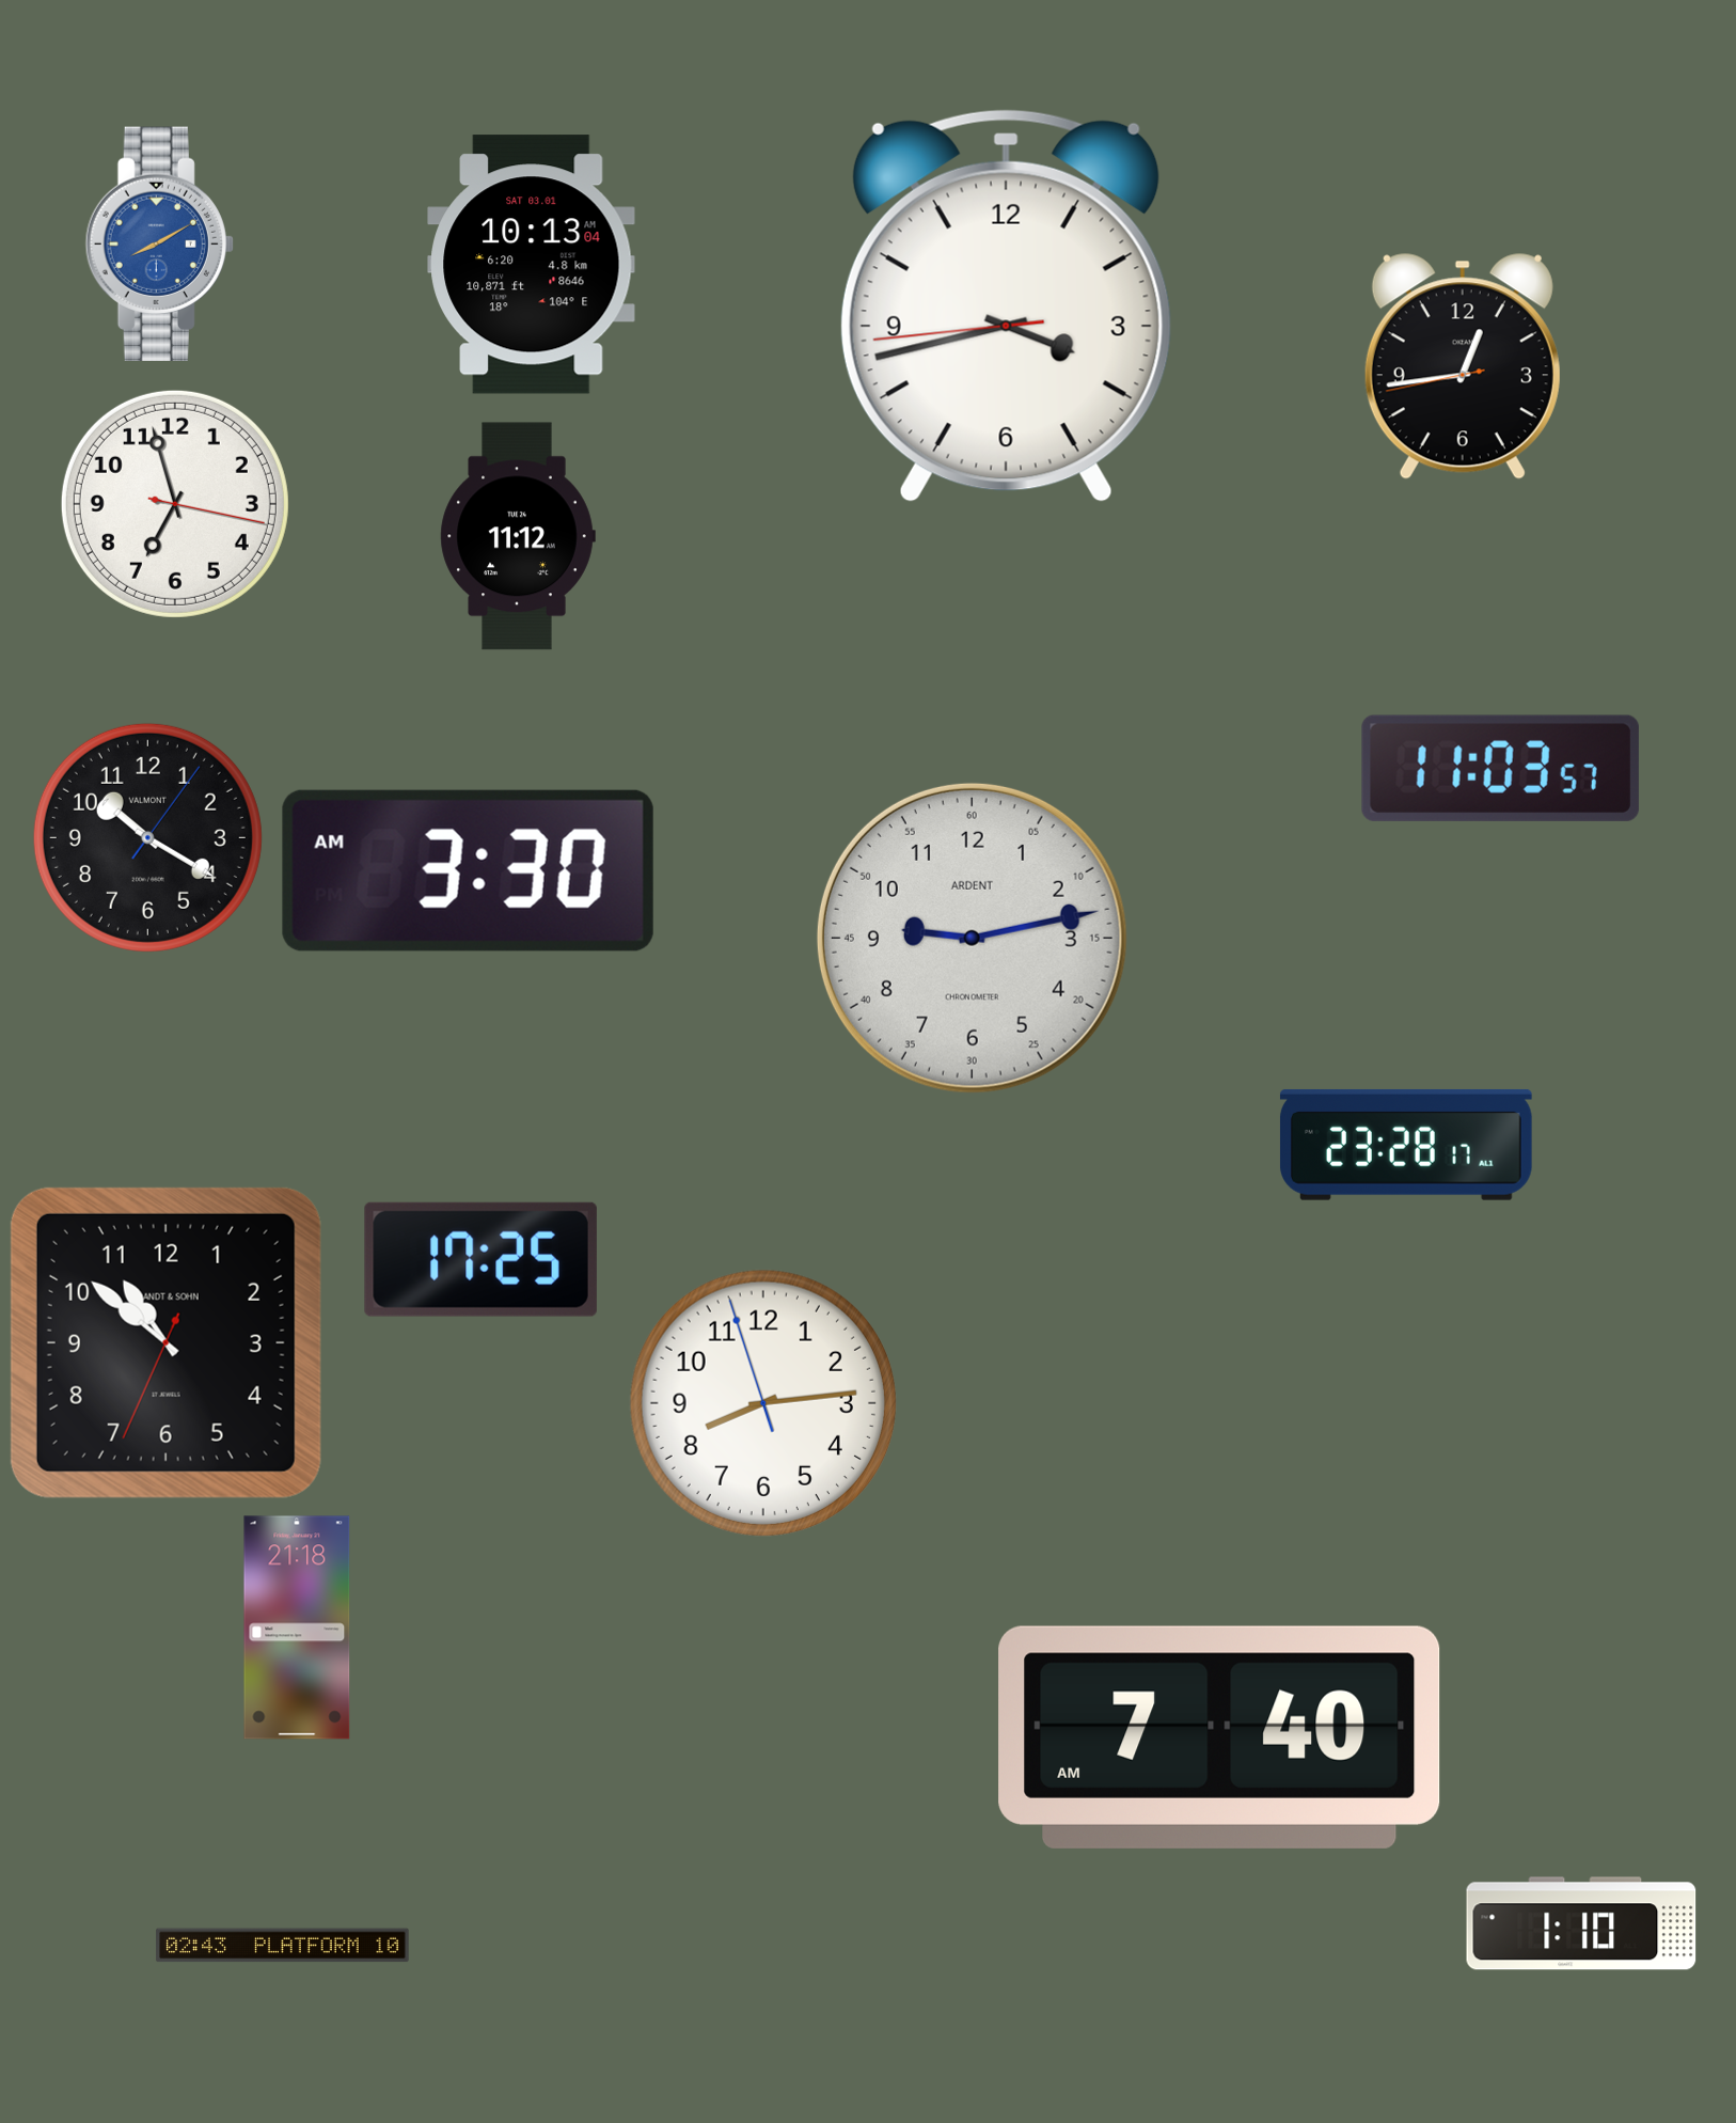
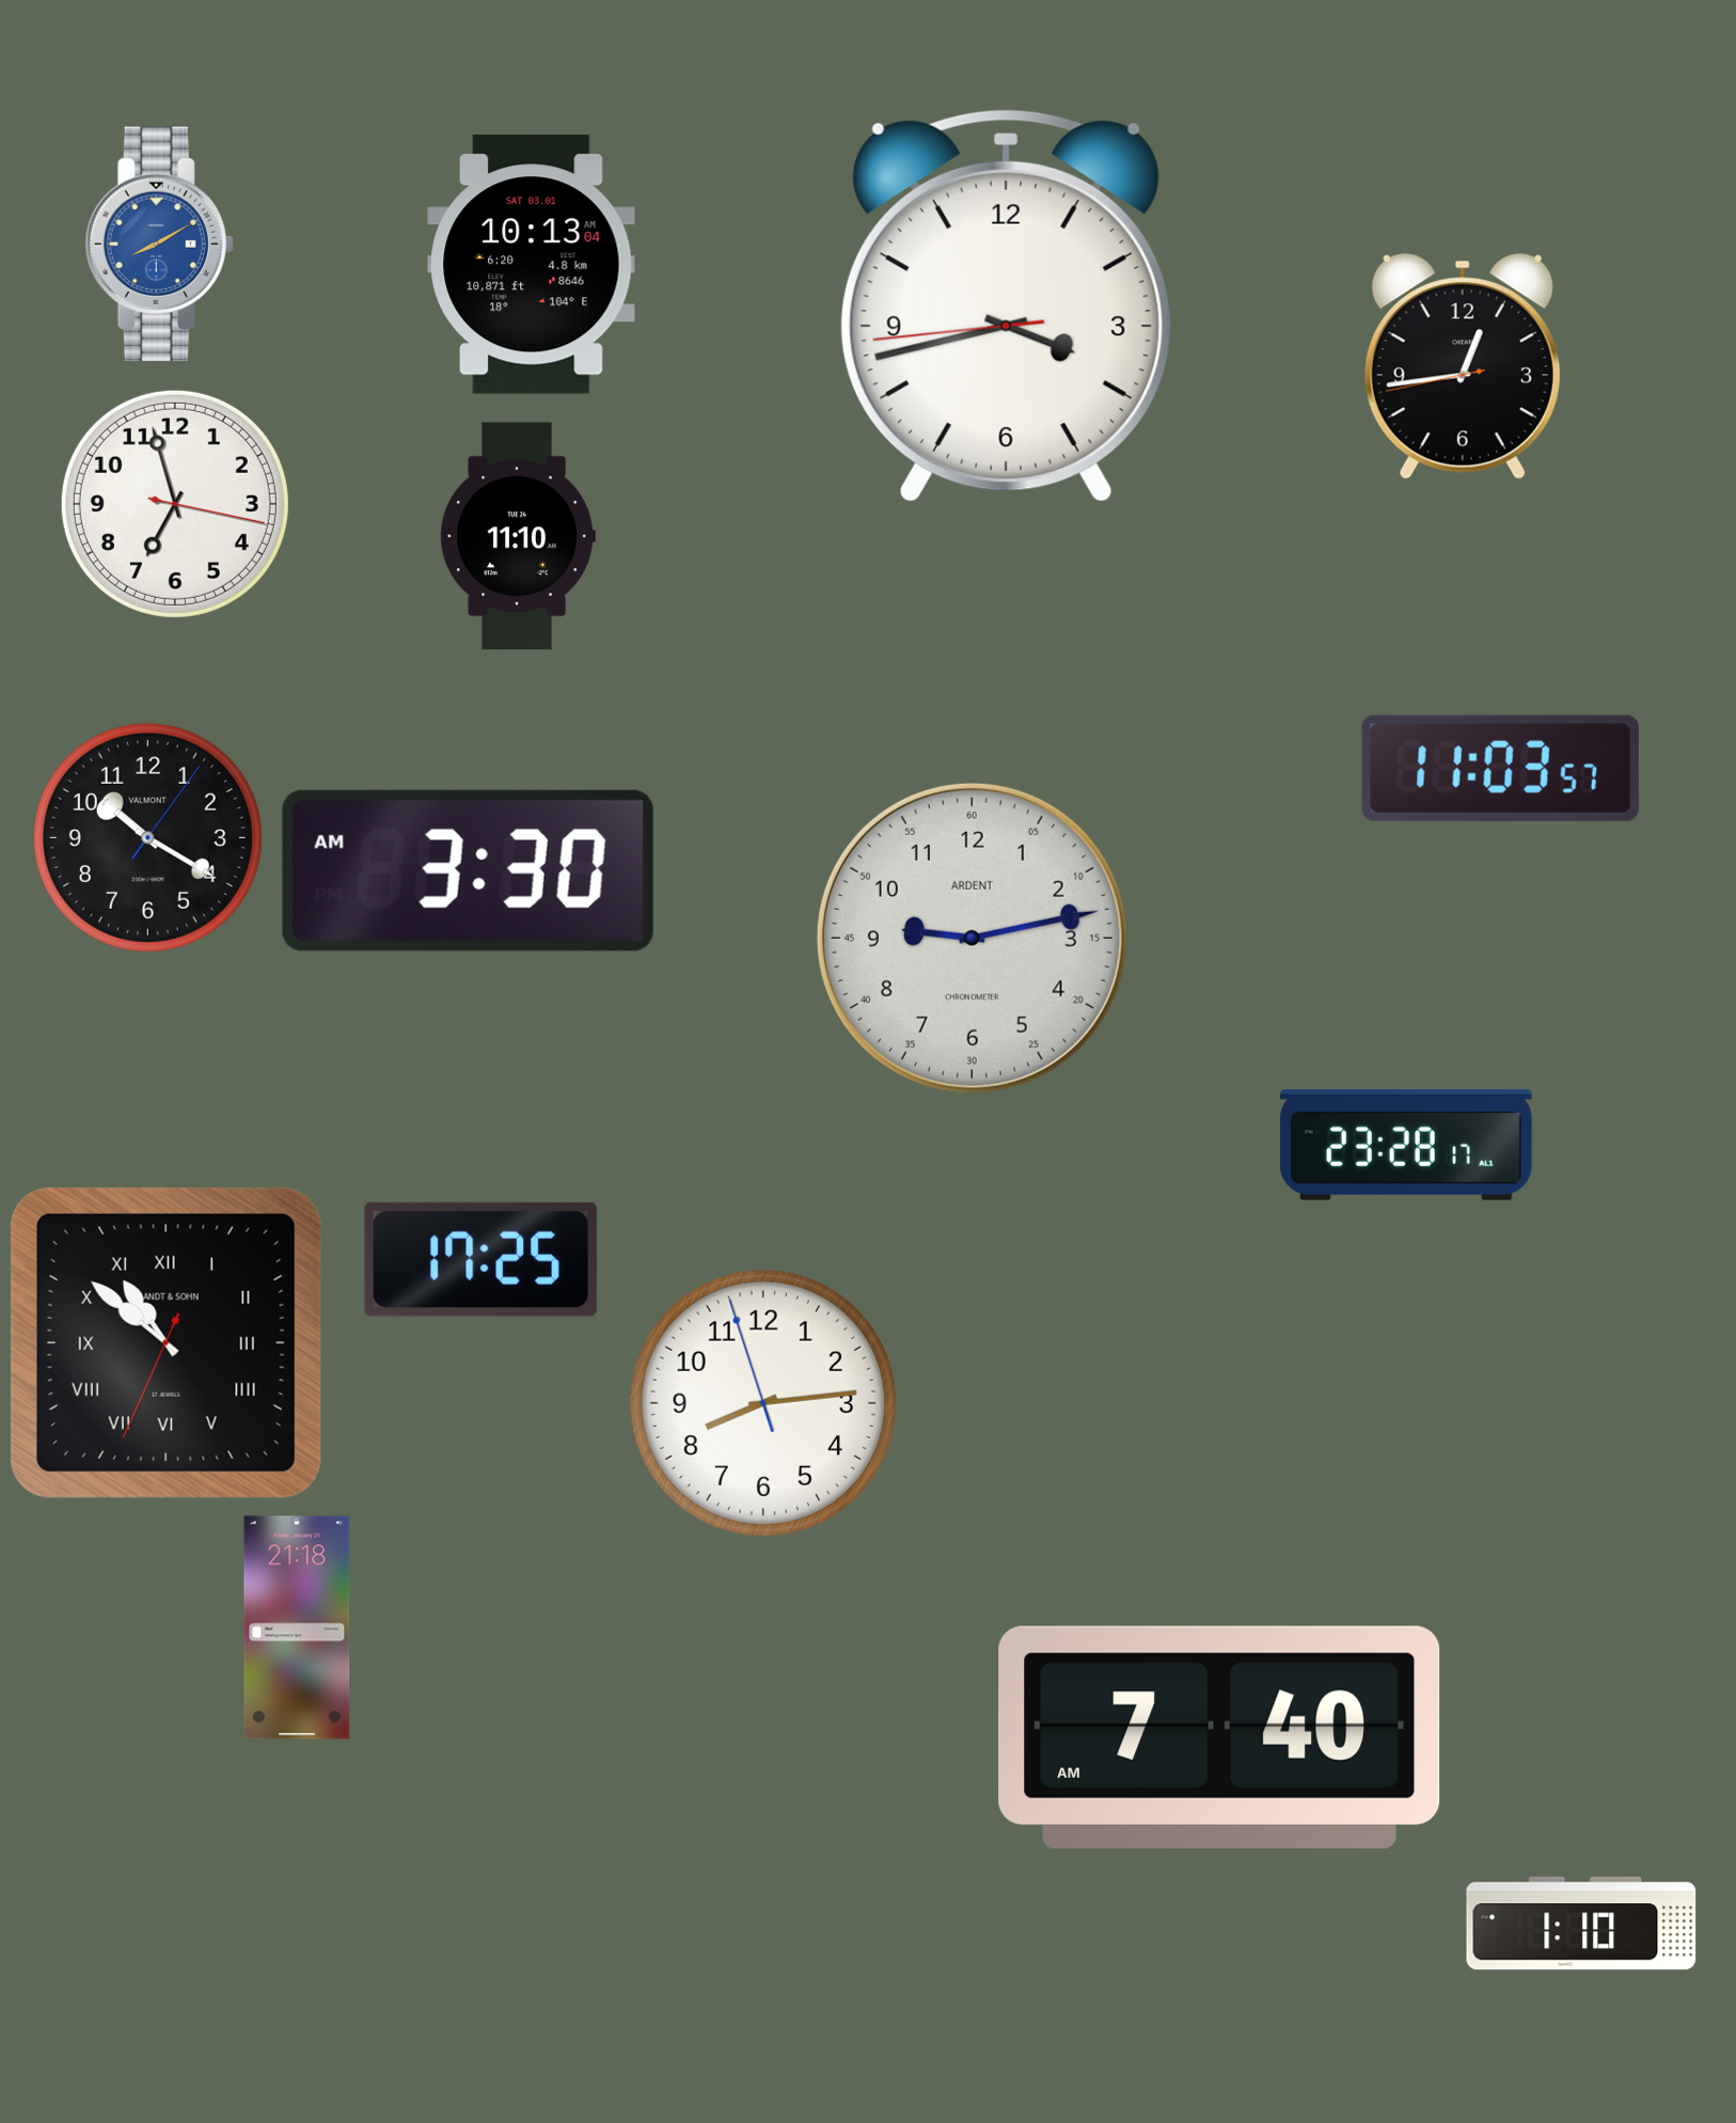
clock at (518, 536): 11:12 -> 11:10
clock at (165, 1342) numerals: Arabic -> Roman
clock at (283, 1946): 02:43 -> none
